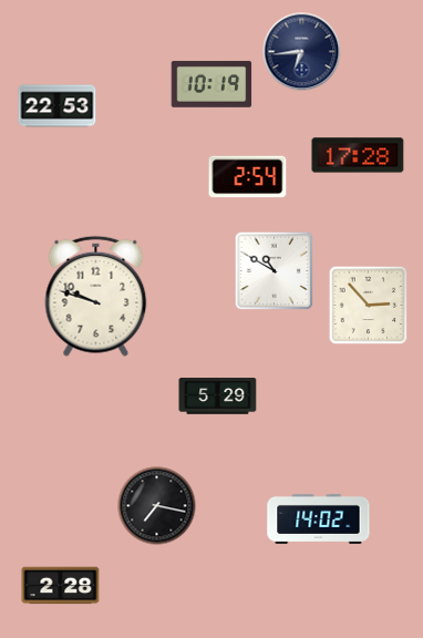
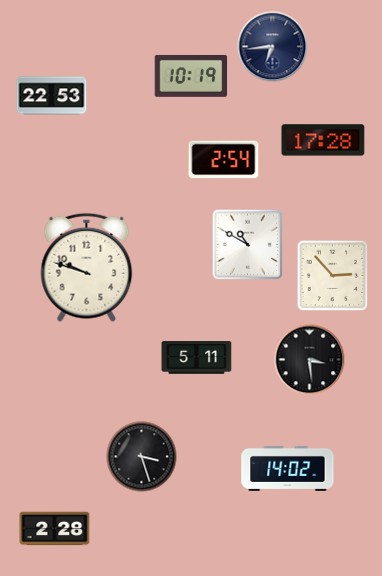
clock at (218, 397): 5:29 -> 5:11
clock at (310, 360): none -> 3:29
clock at (157, 506): 7:17 -> 3:27
